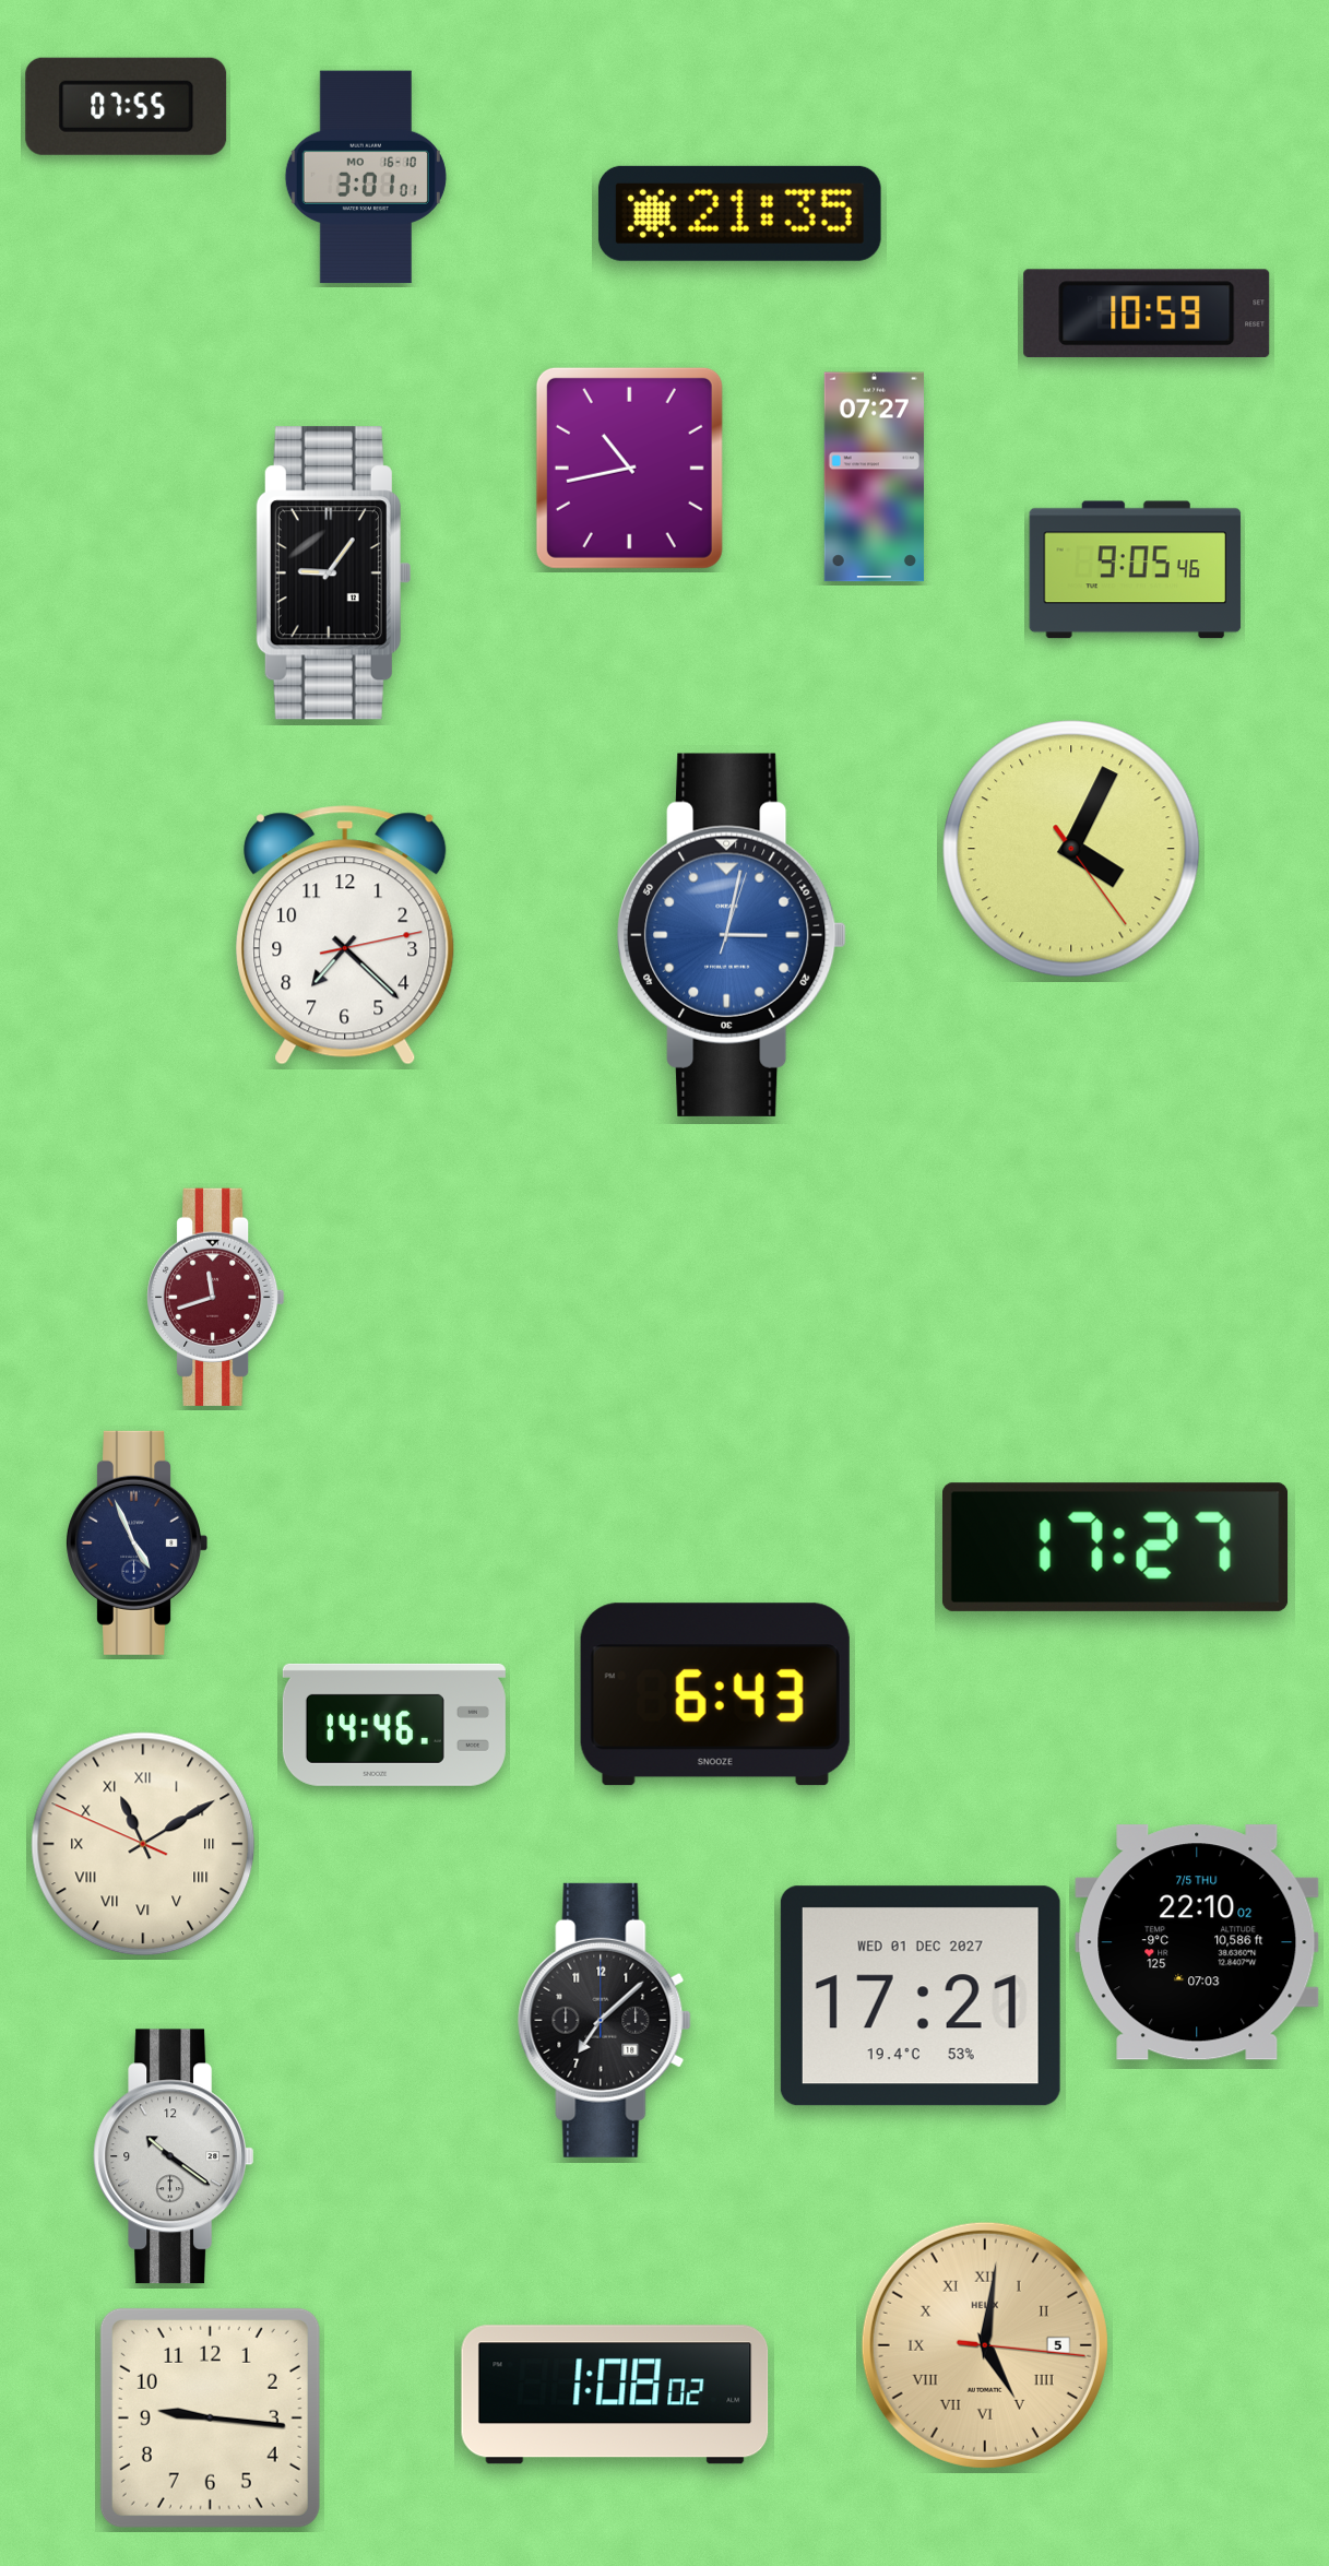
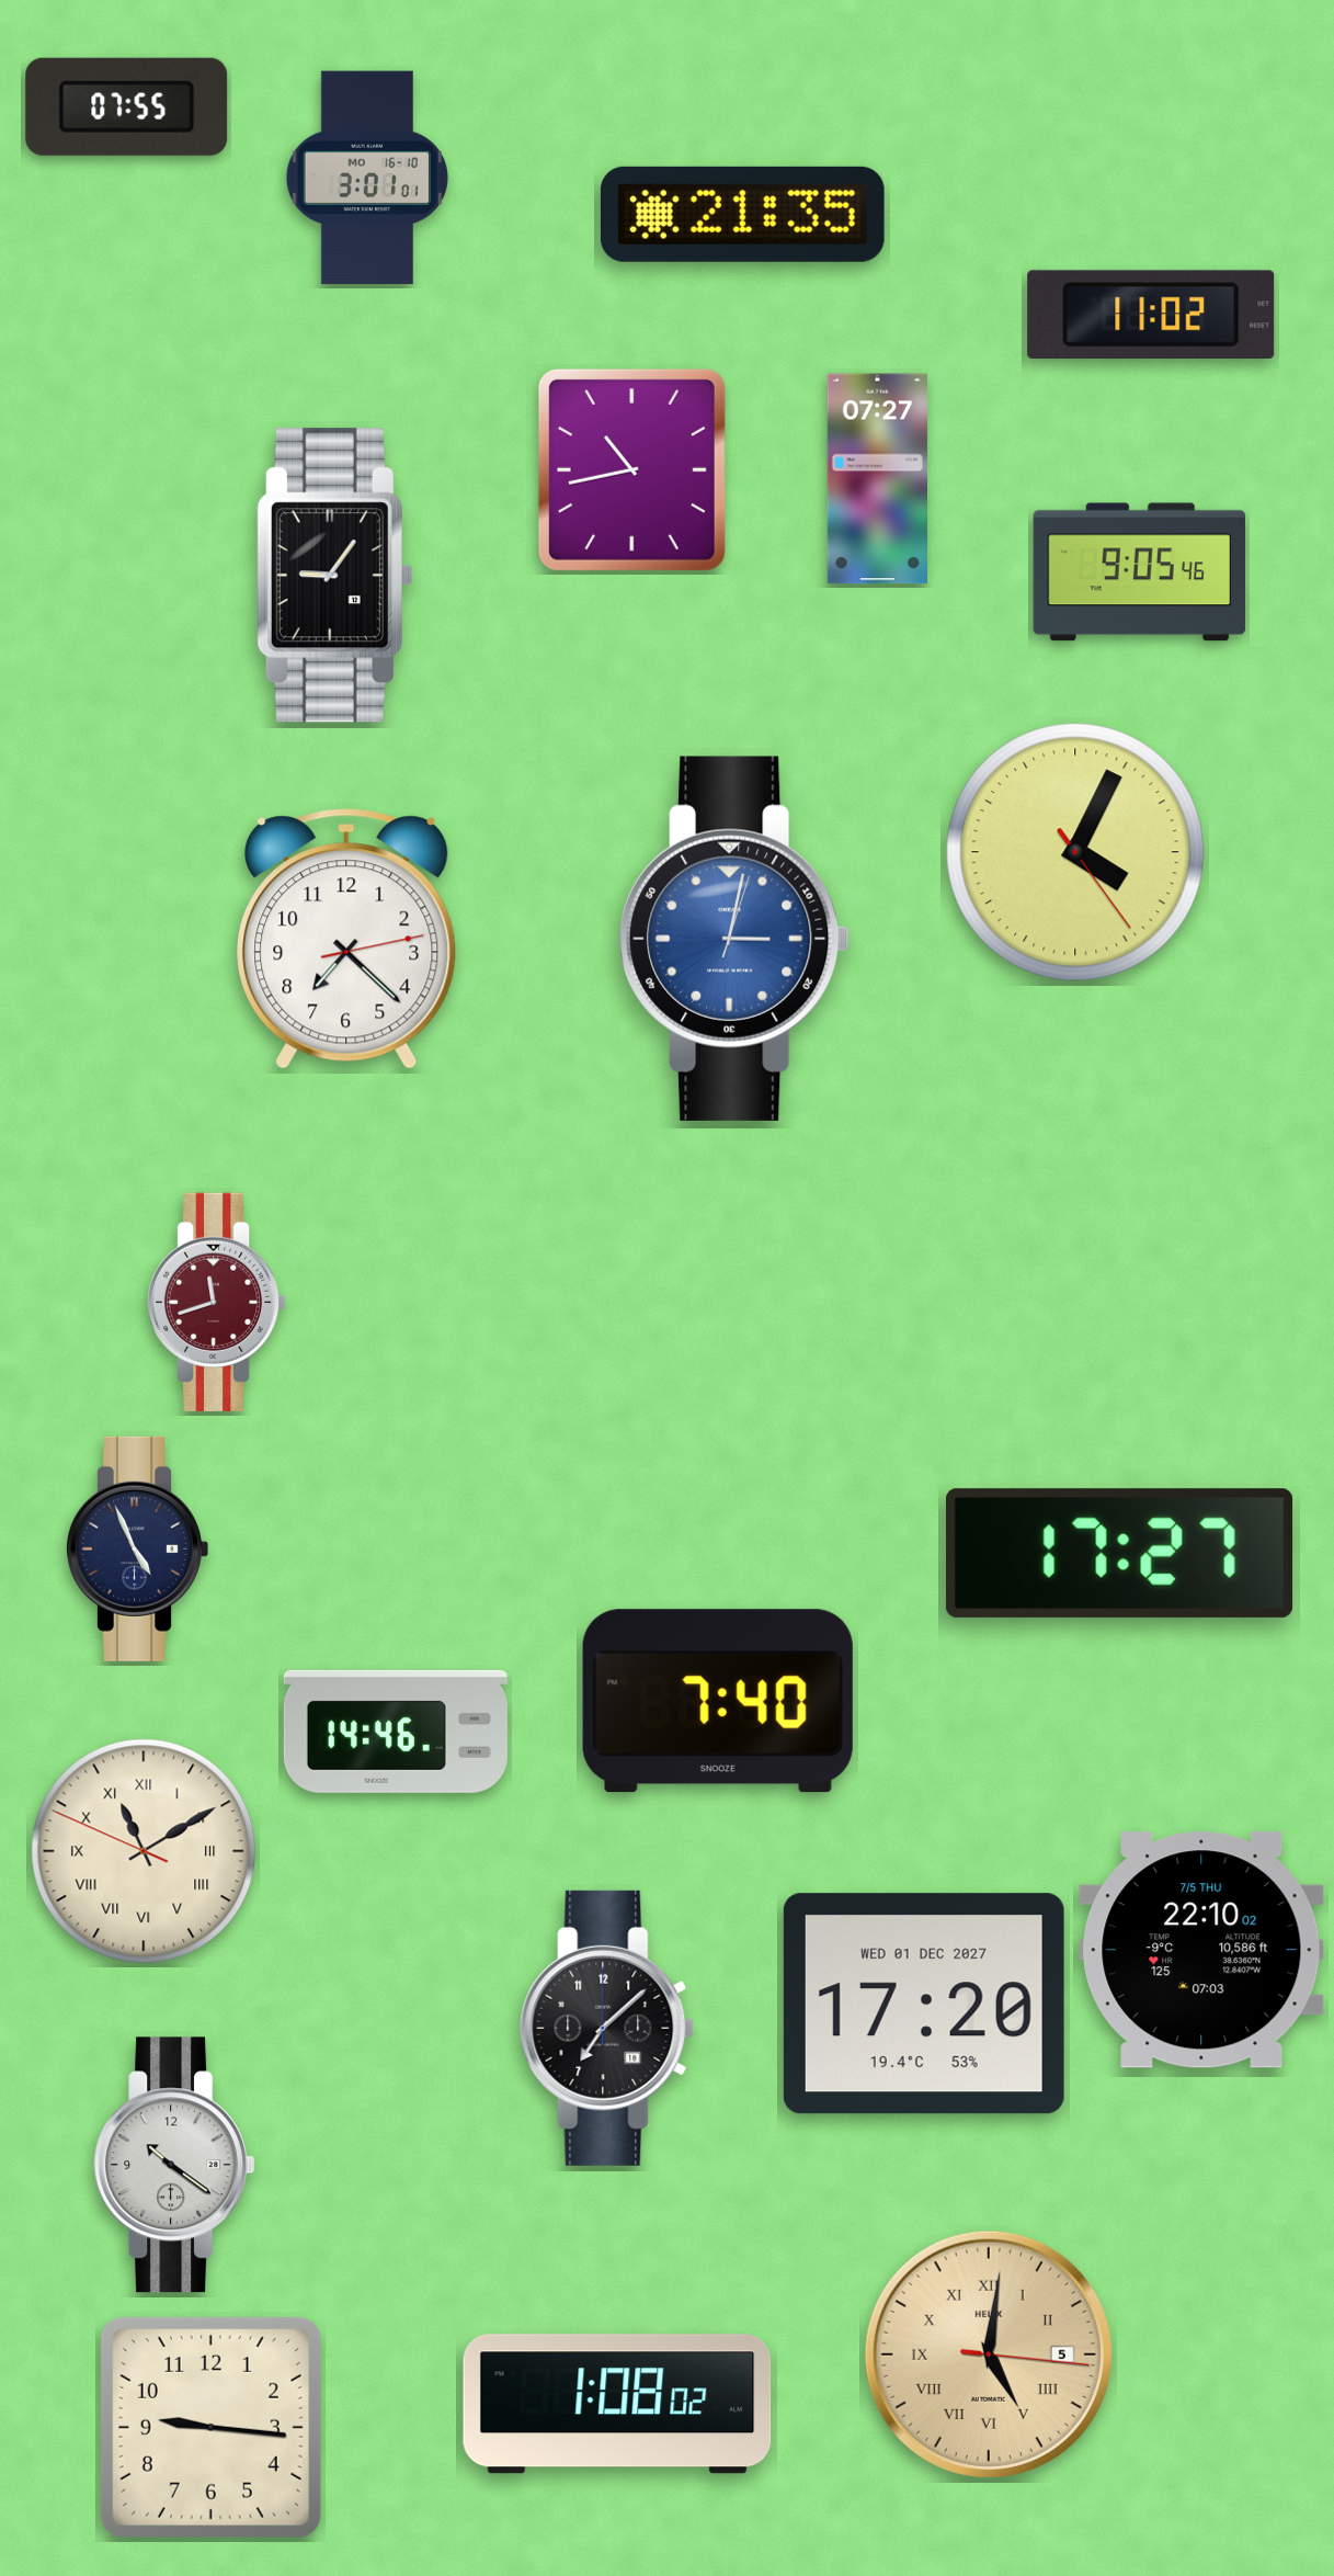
clock at (1147, 312): 10:59 -> 11:02
clock at (715, 1694): 6:43 -> 7:40
clock at (921, 1996): 17:21 -> 17:20
